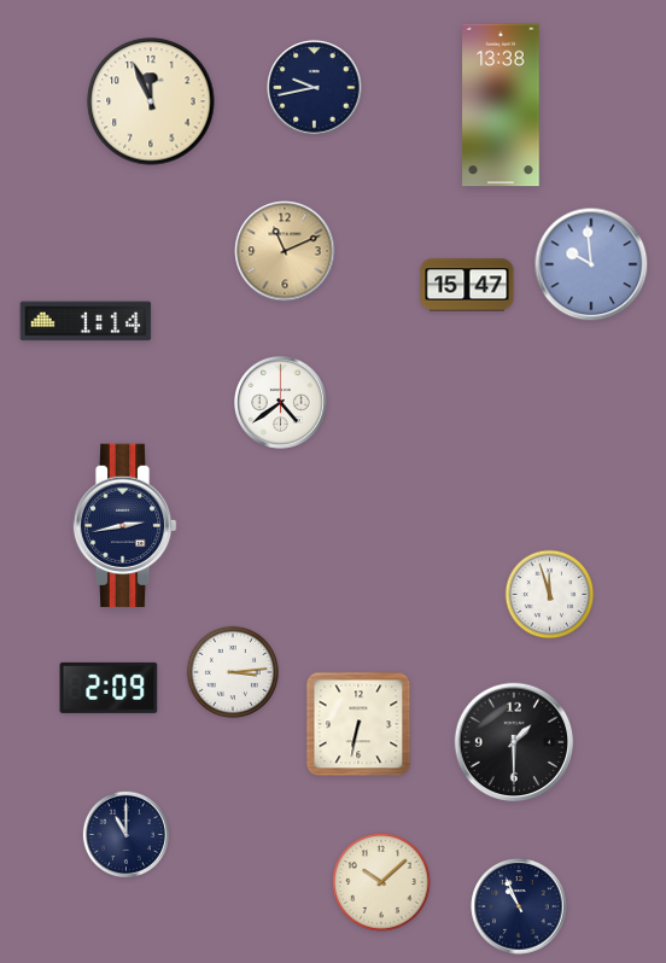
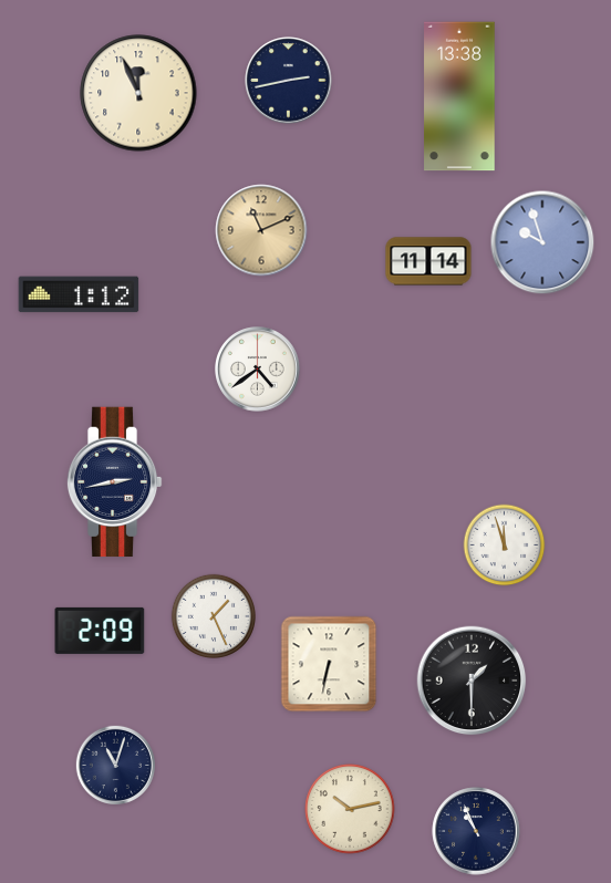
clock at (315, 88): 9:43 -> 2:43
clock at (591, 264): 9:59 -> 9:57
clock at (467, 285): 15:47 -> 11:14
clock at (86, 321): 1:14 -> 1:12
clock at (232, 671): 3:14 -> 1:26
clock at (125, 834): 11:00 -> 11:03
clock at (381, 882): 10:08 -> 10:13
